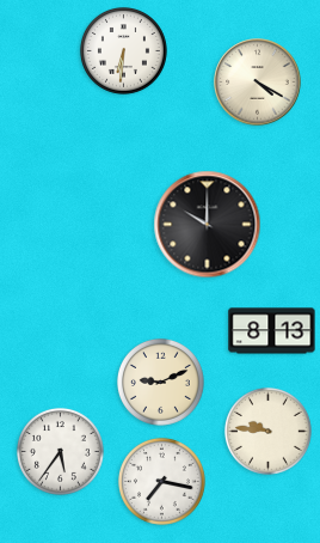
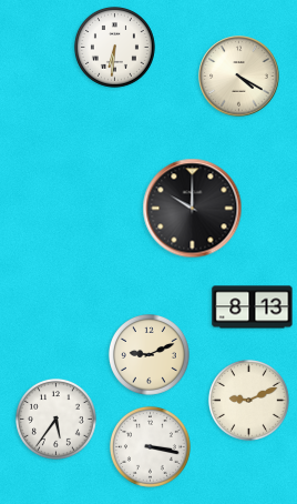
clock at (267, 431): 9:46 -> 9:11
clock at (161, 481): 7:17 -> 3:17
